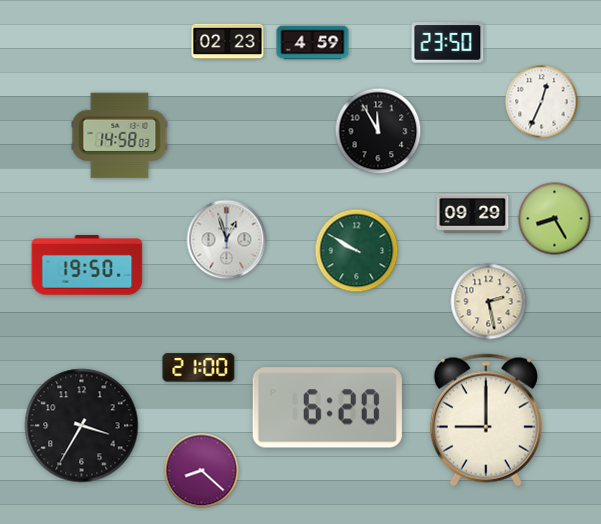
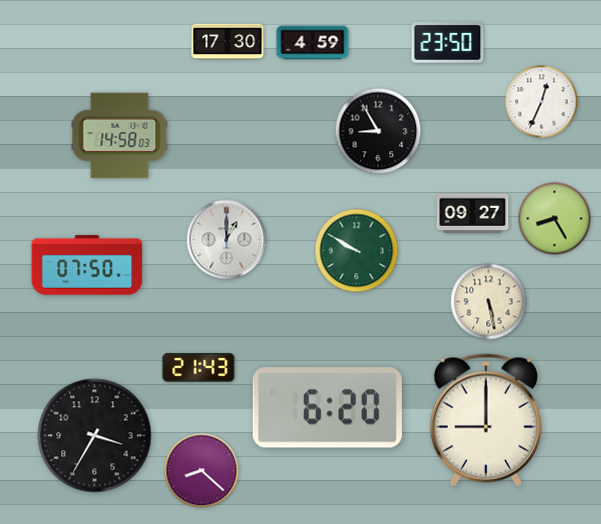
clock at (228, 42): 02:23 -> 17:30
clock at (378, 131): 11:55 -> 8:55
clock at (473, 213): 09:29 -> 09:27
clock at (227, 240): 12:57 -> 1:00
clock at (87, 265): 19:50 -> 07:50
clock at (489, 302): 2:28 -> 5:28
clock at (199, 368): 21:00 -> 21:43
clock at (82, 426) position: (82, 426) -> (95, 436)
